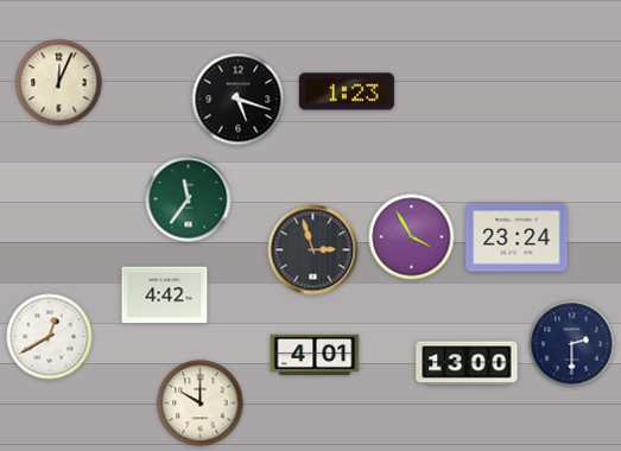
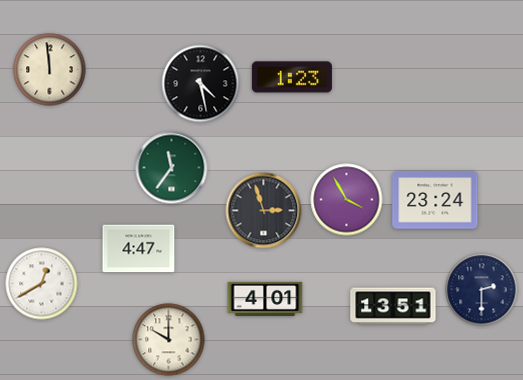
clock at (59, 83): 12:04 -> 11:59
clock at (239, 100): 5:18 -> 4:28
clock at (189, 199) position: (189, 199) -> (172, 168)
clock at (165, 296): 4:42 -> 4:47
clock at (467, 363): 13:00 -> 13:51
